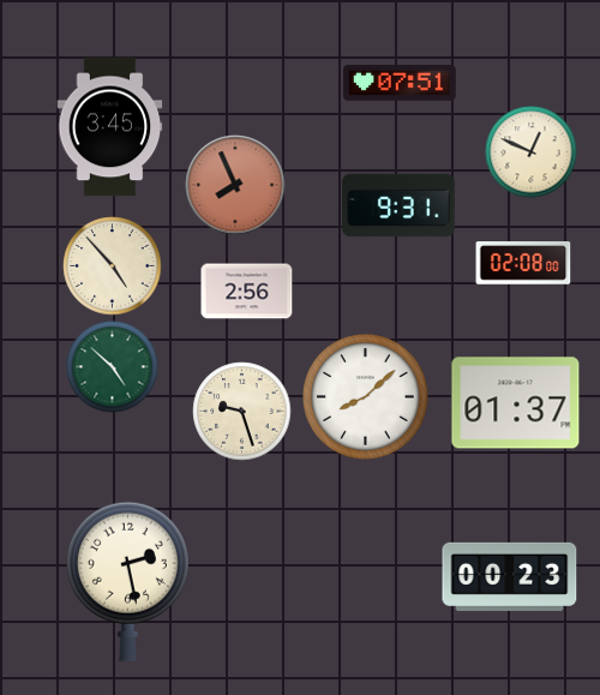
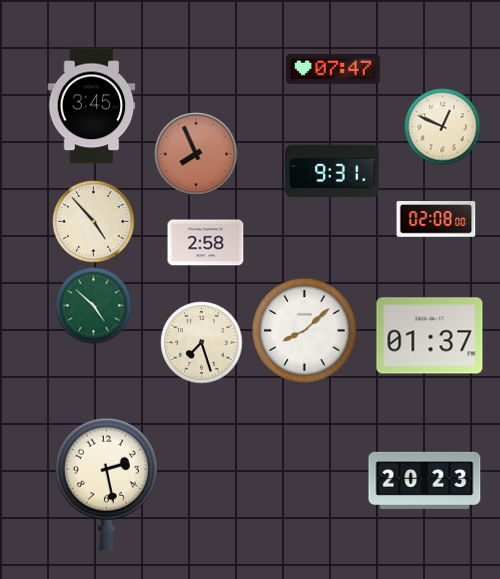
clock at (401, 83): 07:51 -> 07:47
clock at (247, 292): 2:56 -> 2:58
clock at (242, 412): 9:27 -> 7:27
clock at (510, 576): 00:23 -> 20:23
